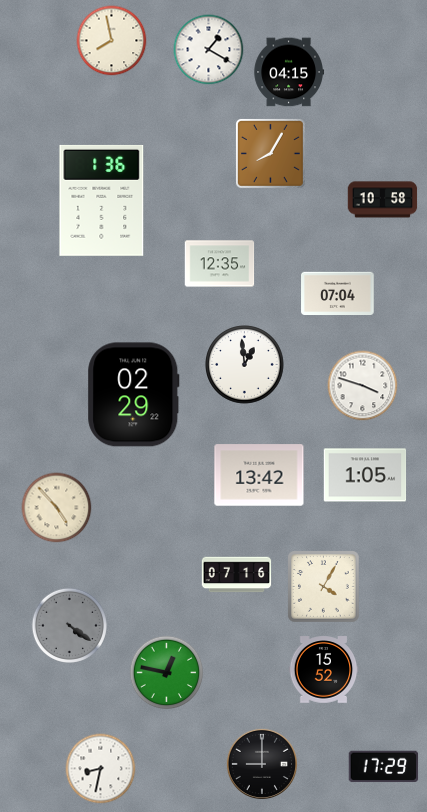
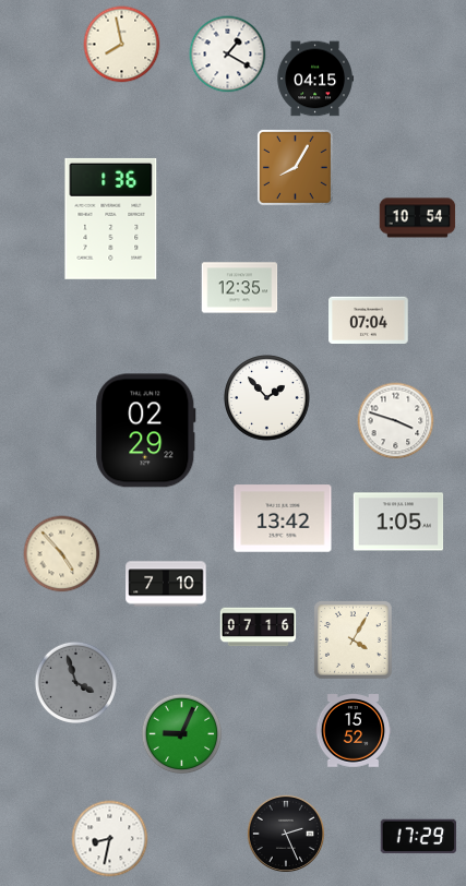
clock at (383, 200): 10:58 -> 10:54
clock at (245, 365): 12:59 -> 1:53
clock at (365, 475) position: (365, 475) -> (398, 522)
clock at (166, 584): none -> 7:10
clock at (69, 625): 4:21 -> 3:57
clock at (167, 673): 12:47 -> 9:04
clock at (262, 764): 9:00 -> 2:26
